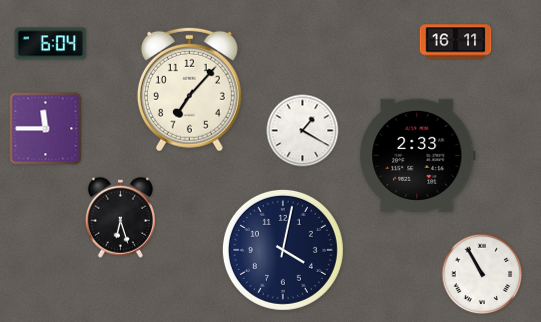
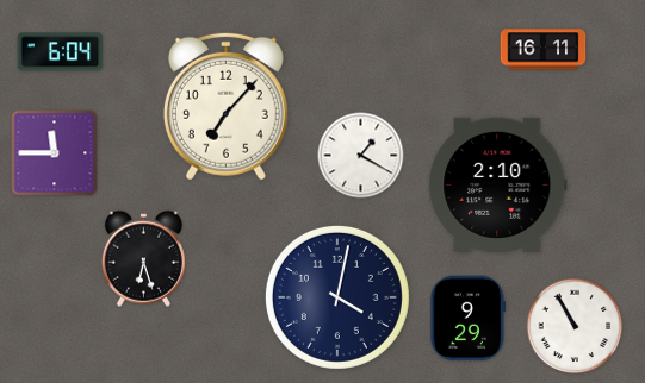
clock at (418, 155): 2:33 -> 2:10
clock at (469, 319): none -> 9:29
